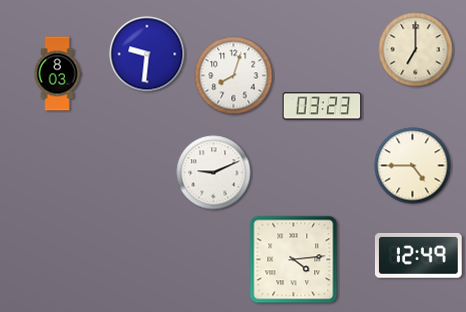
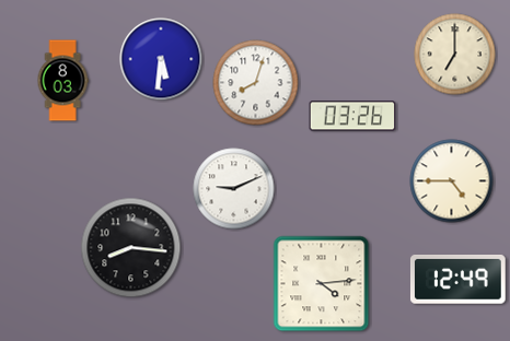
clock at (147, 54): 9:31 -> 5:31
clock at (322, 106): 03:23 -> 03:26
clock at (131, 248): none -> 8:16
